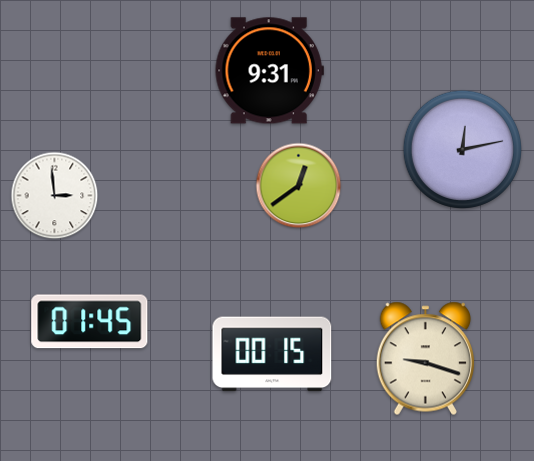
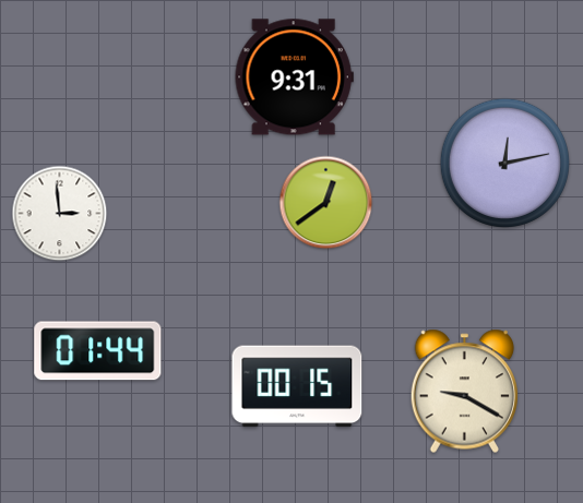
clock at (90, 322): 01:45 -> 01:44
clock at (425, 359): 9:18 -> 9:20
